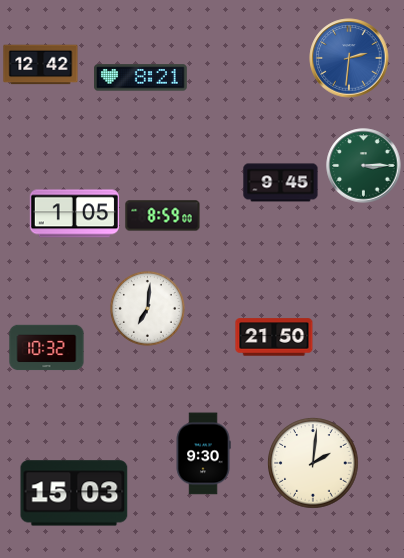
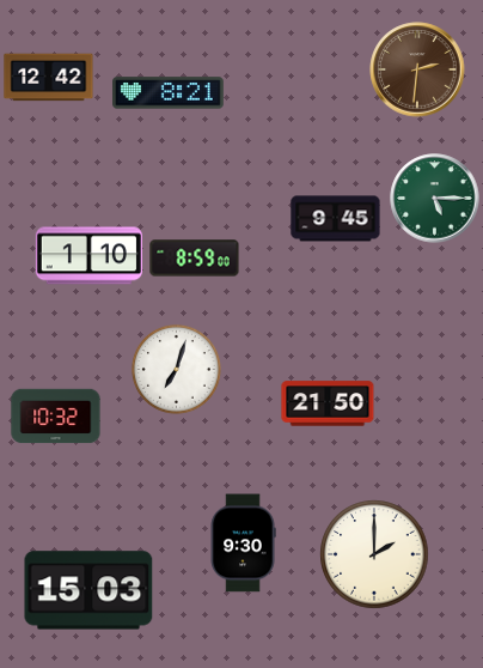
clock at (349, 58) dial: blue -> brown
clock at (364, 166): 3:15 -> 5:15
clock at (74, 214): 1:05 -> 1:10
clock at (147, 308): 7:01 -> 7:03
clock at (313, 463): 2:01 -> 2:00
